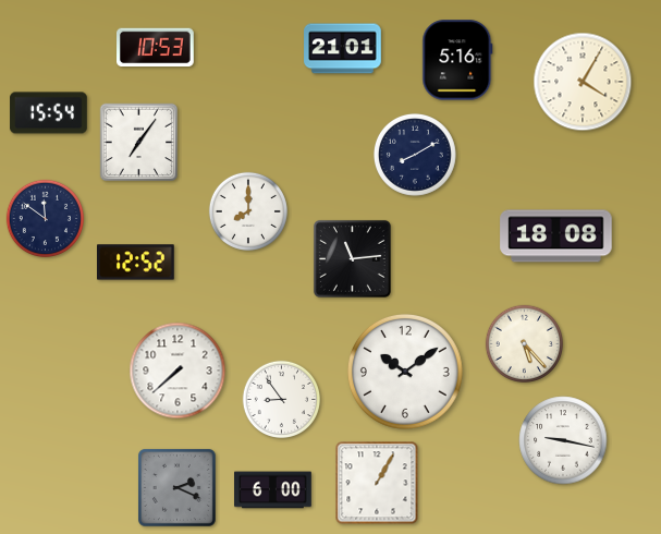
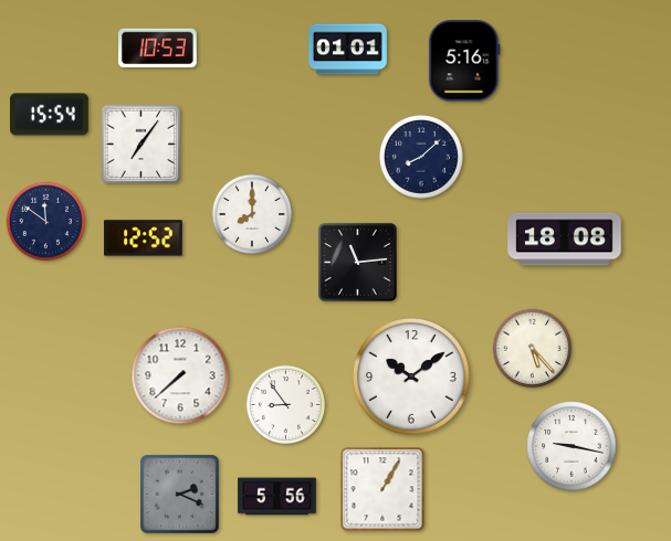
clock at (343, 49): 21:01 -> 01:01
clock at (583, 82): 4:05 -> none
clock at (415, 155): 8:10 -> 8:08
clock at (136, 263) position: (136, 263) -> (144, 238)
clock at (273, 490): 6:00 -> 5:56
